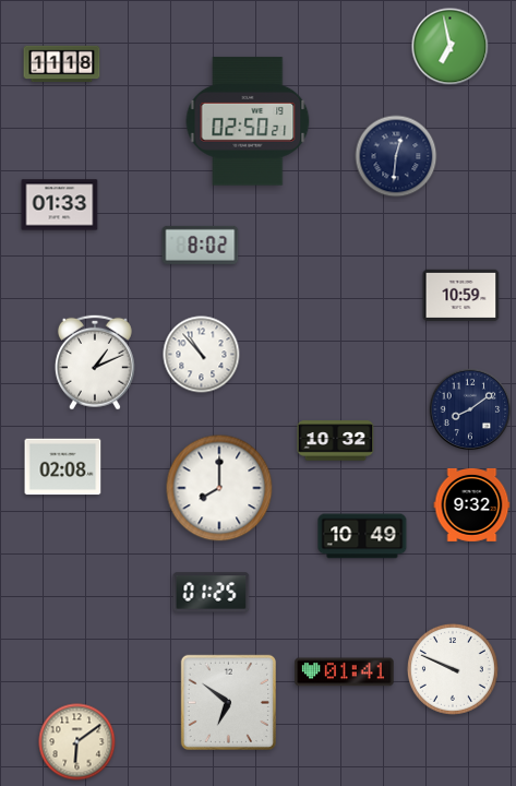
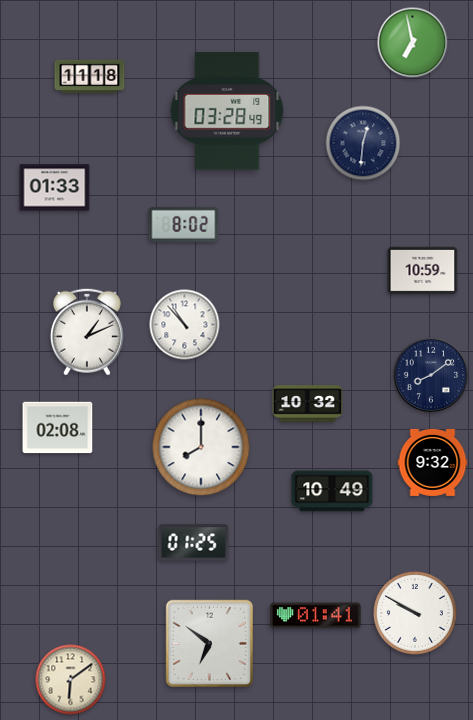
clock at (62, 64) position: (62, 64) -> (90, 77)
clock at (248, 121): 02:50 -> 03:28
clock at (453, 669): 9:49 -> 9:50
